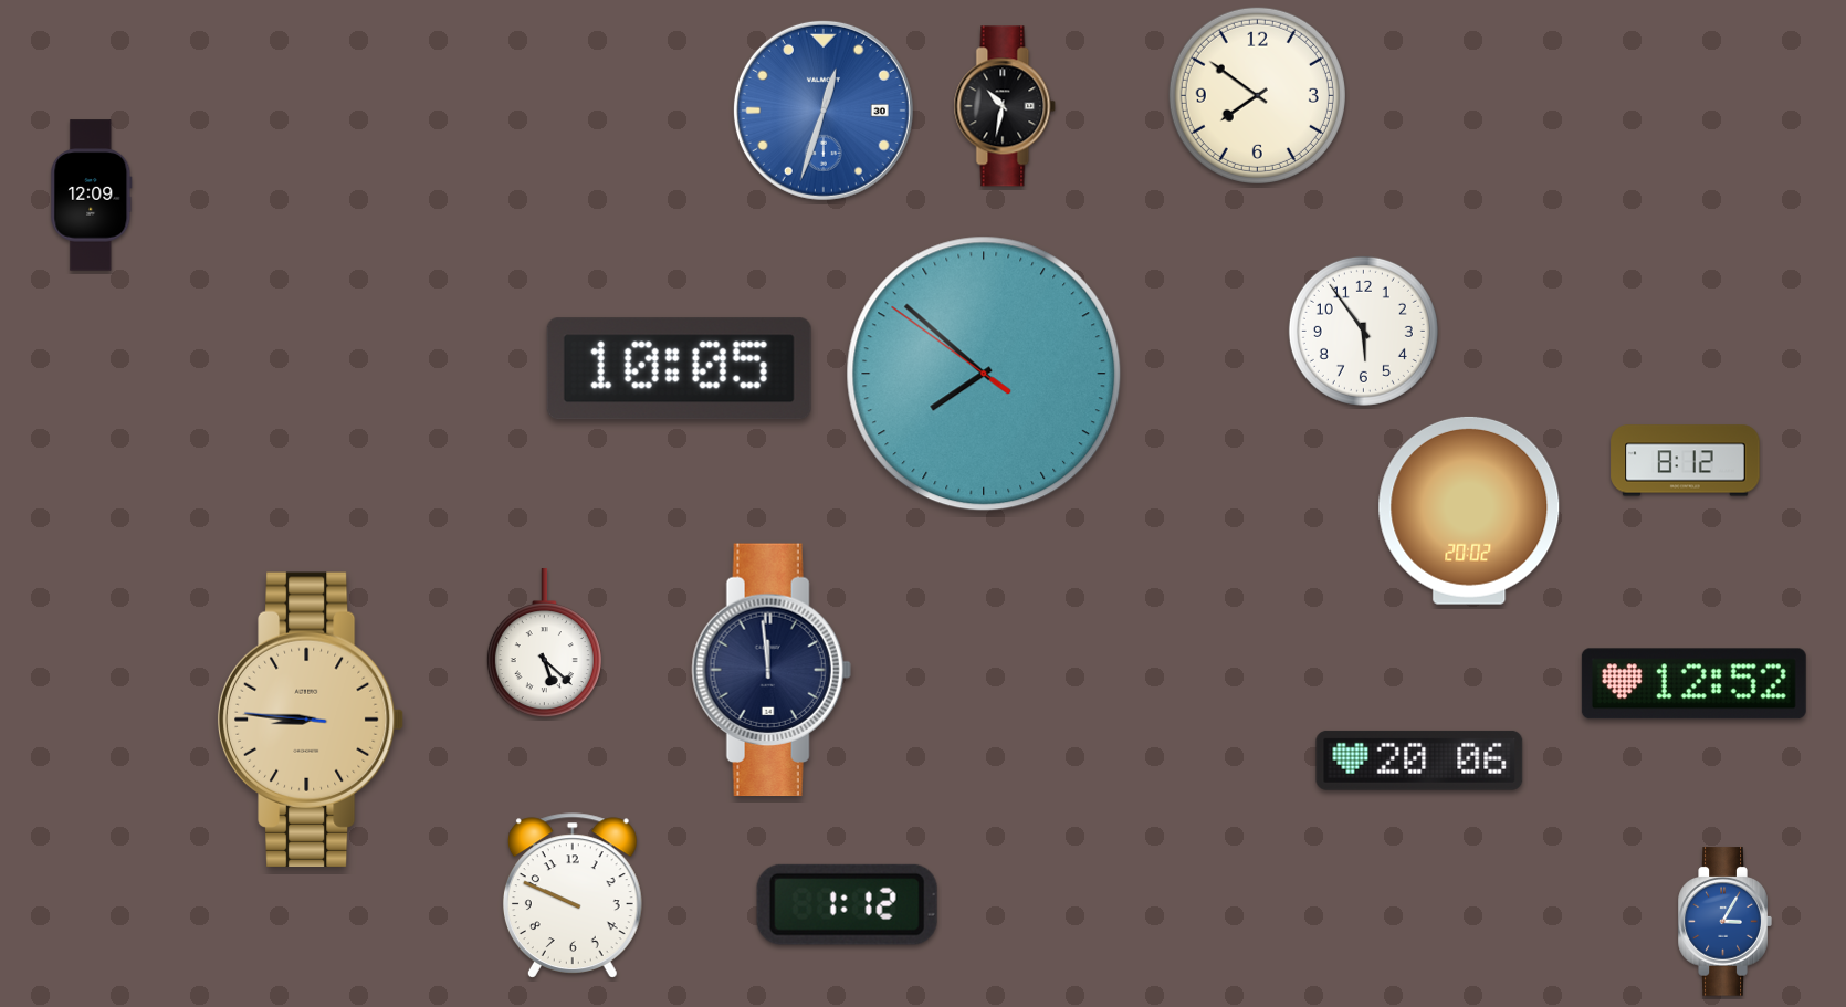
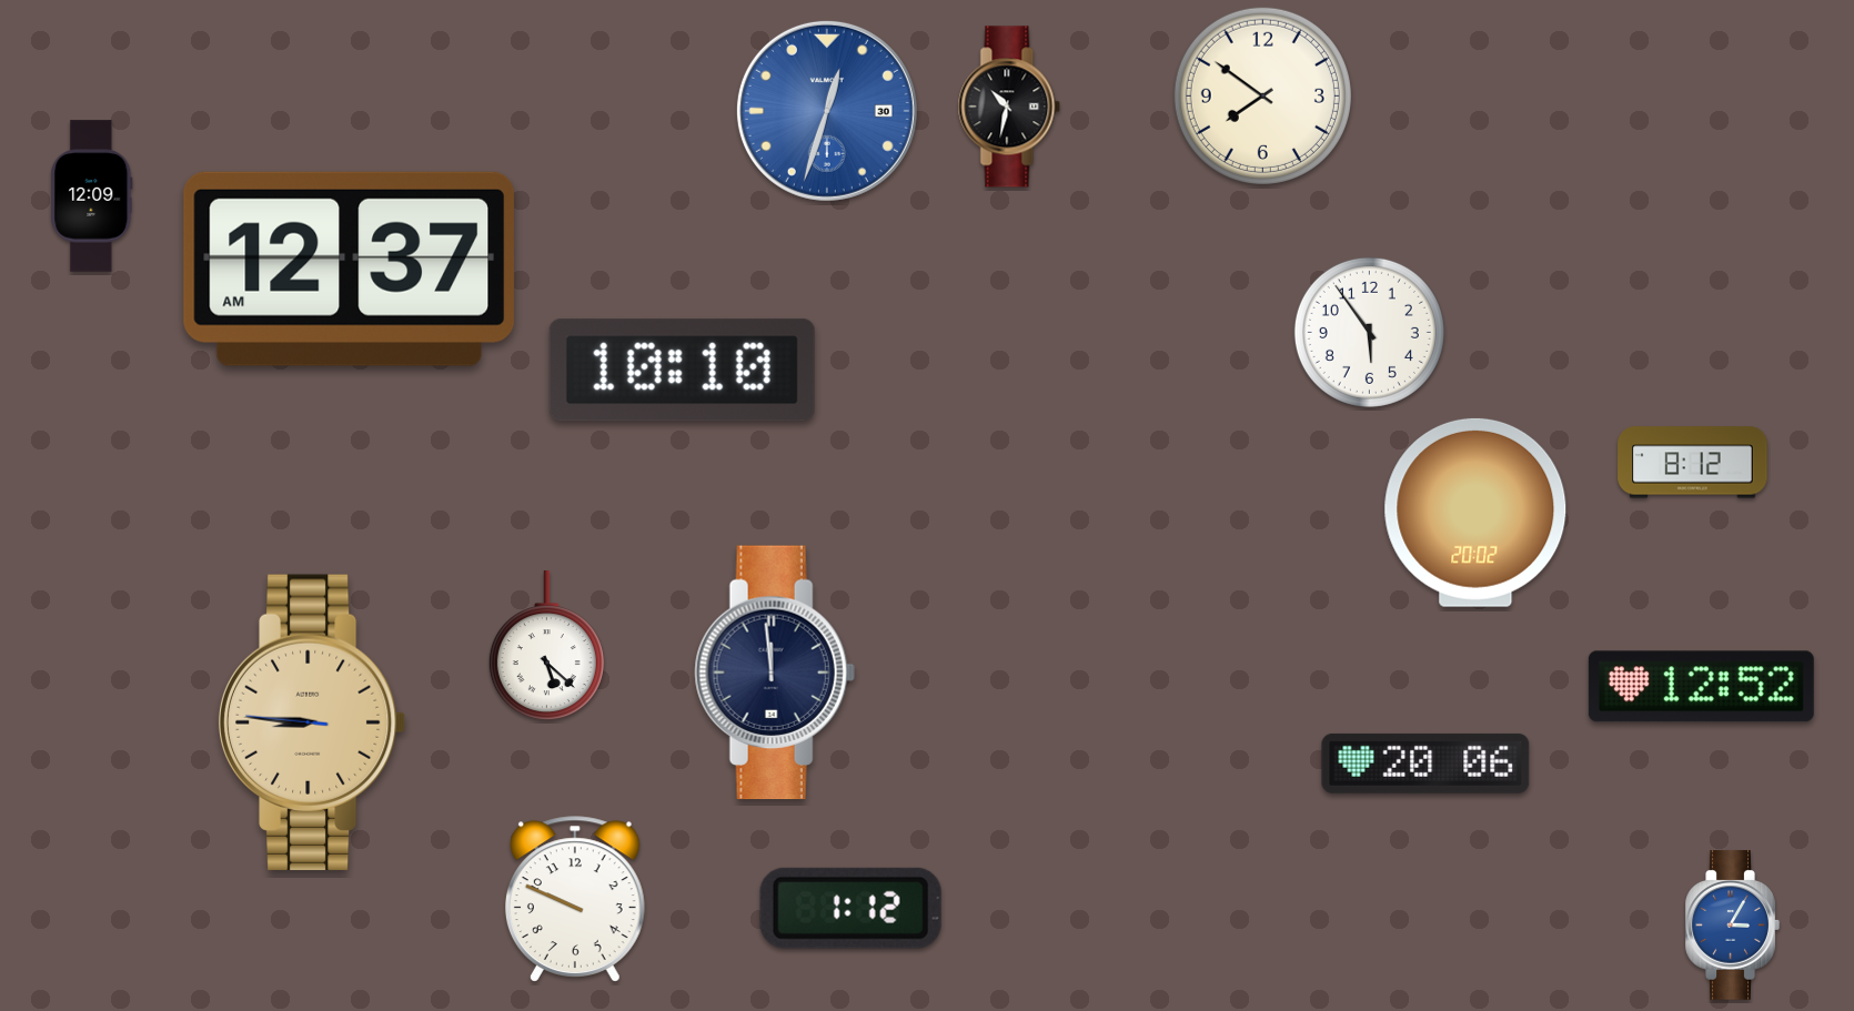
clock at (349, 269): none -> 12:37
clock at (679, 369): 10:05 -> 10:10
clock at (984, 374): 7:51 -> none
